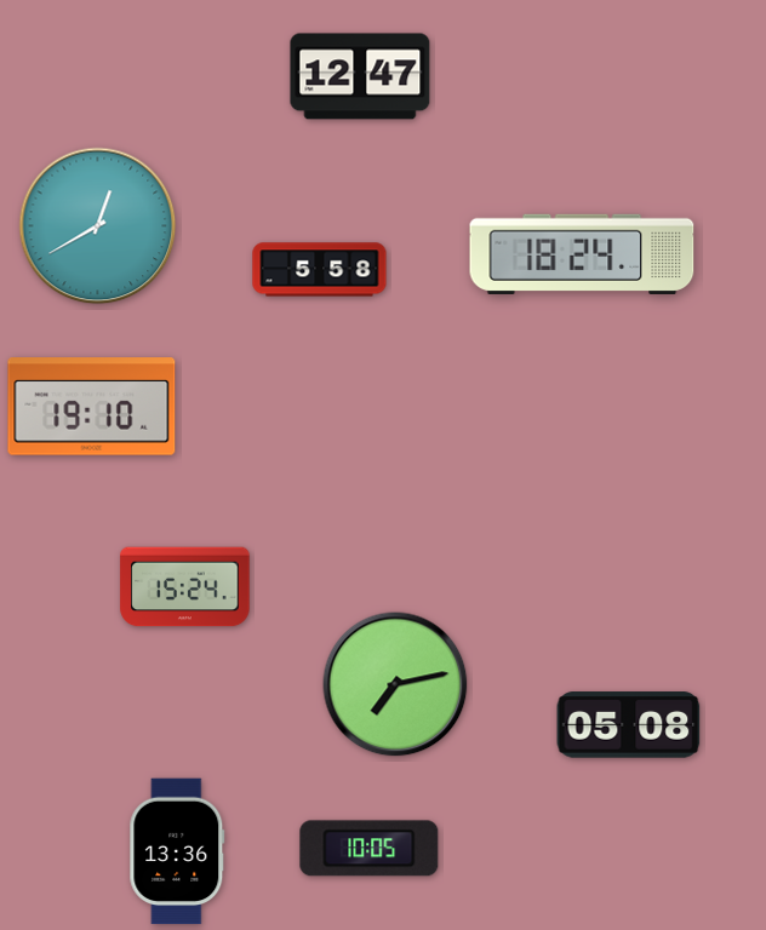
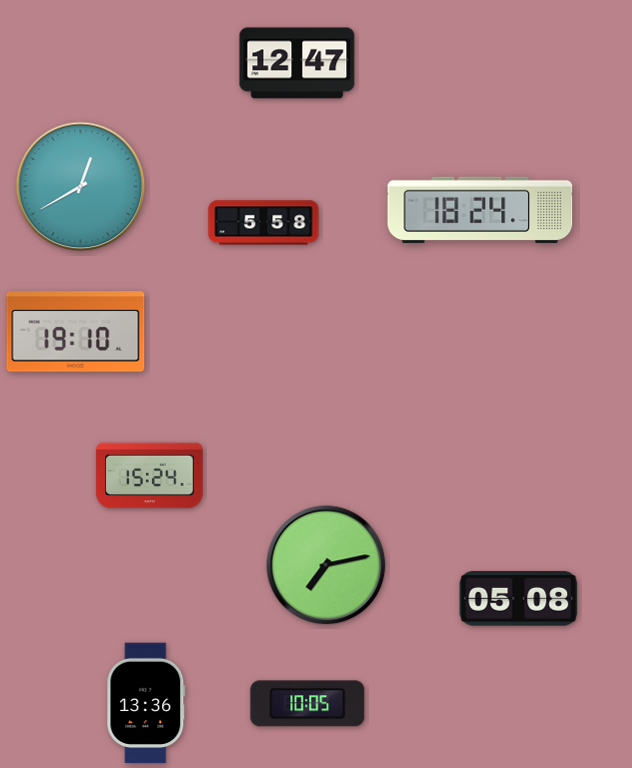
clock at (92, 407) position: (92, 407) -> (76, 332)
clock at (185, 587) position: (185, 587) -> (150, 476)
clock at (370, 849) position: (370, 849) -> (308, 704)
